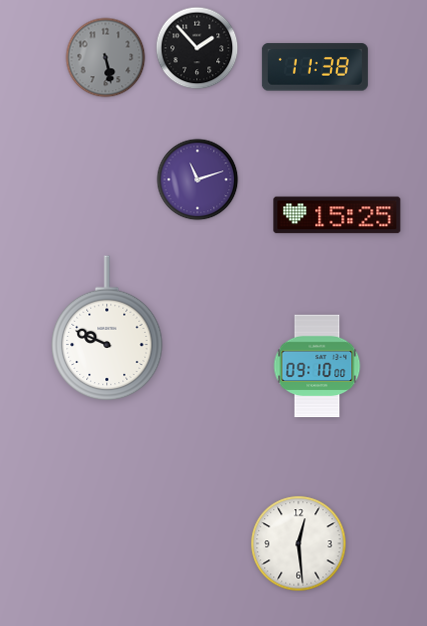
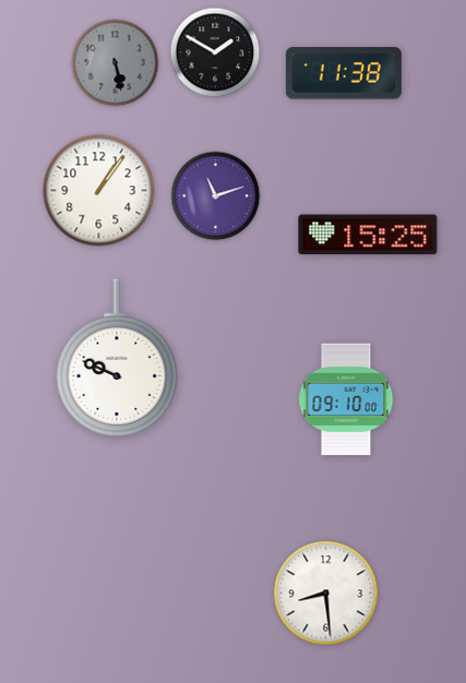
clock at (197, 48): 1:53 -> 1:50
clock at (99, 191): none -> 1:06
clock at (299, 544): 12:29 -> 8:29
